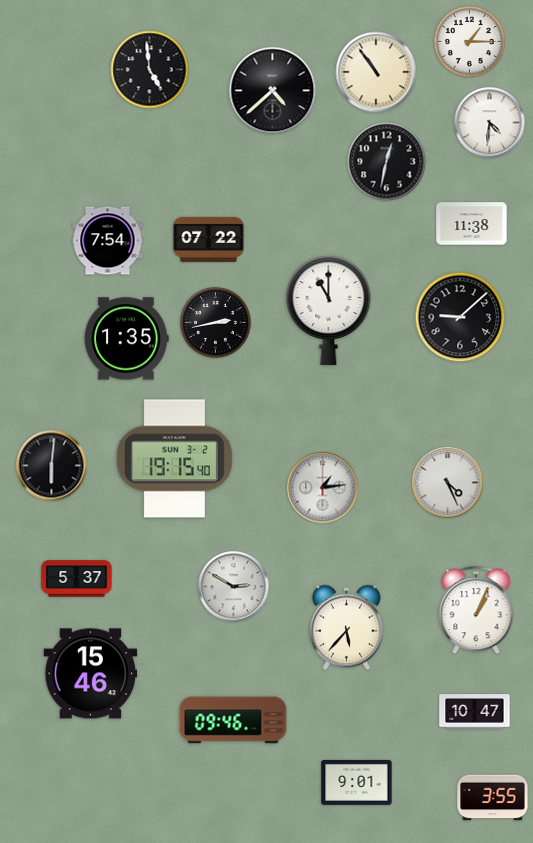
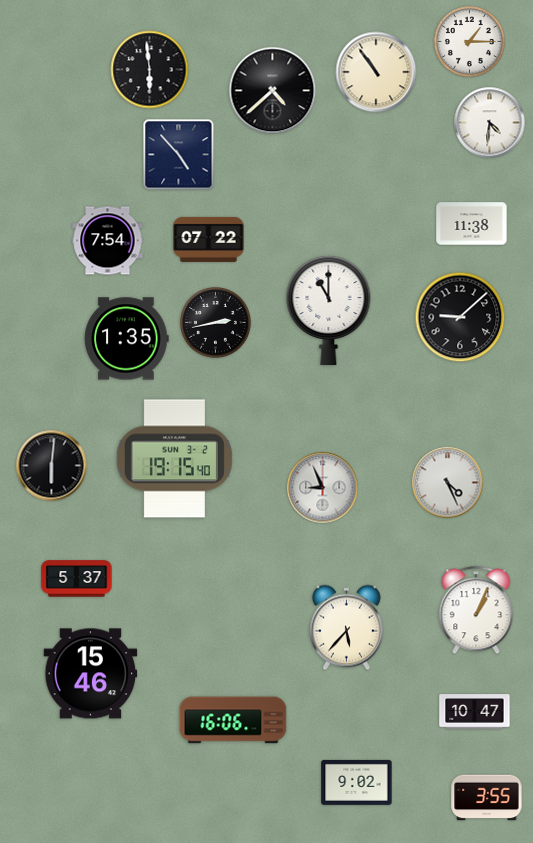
clock at (150, 70): 4:59 -> 5:59
clock at (179, 155): none -> 4:53
clock at (387, 162): 12:32 -> none
clock at (323, 488): 1:14 -> 8:56
clock at (234, 587): 2:50 -> none
clock at (233, 720): 09:46 -> 16:06
clock at (357, 782): 9:01 -> 9:02
clock at (493, 798) position: (493, 798) -> (487, 798)
